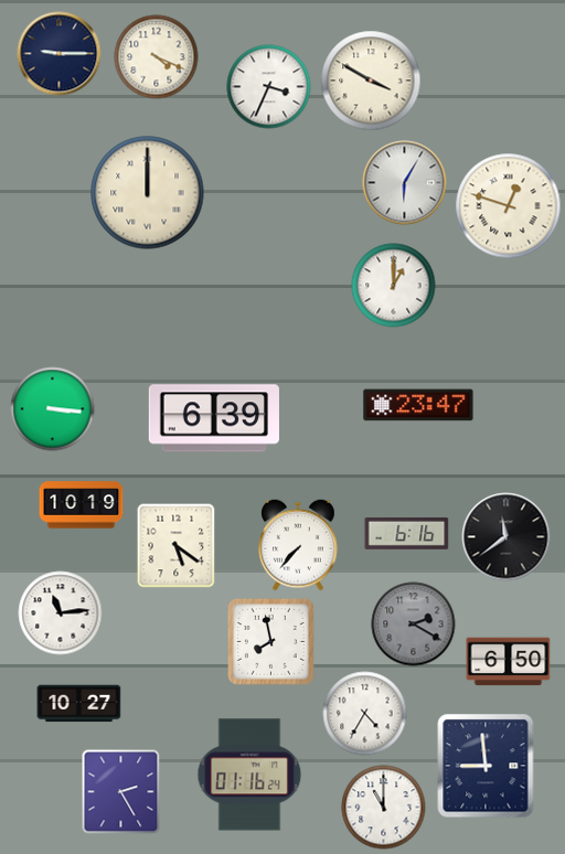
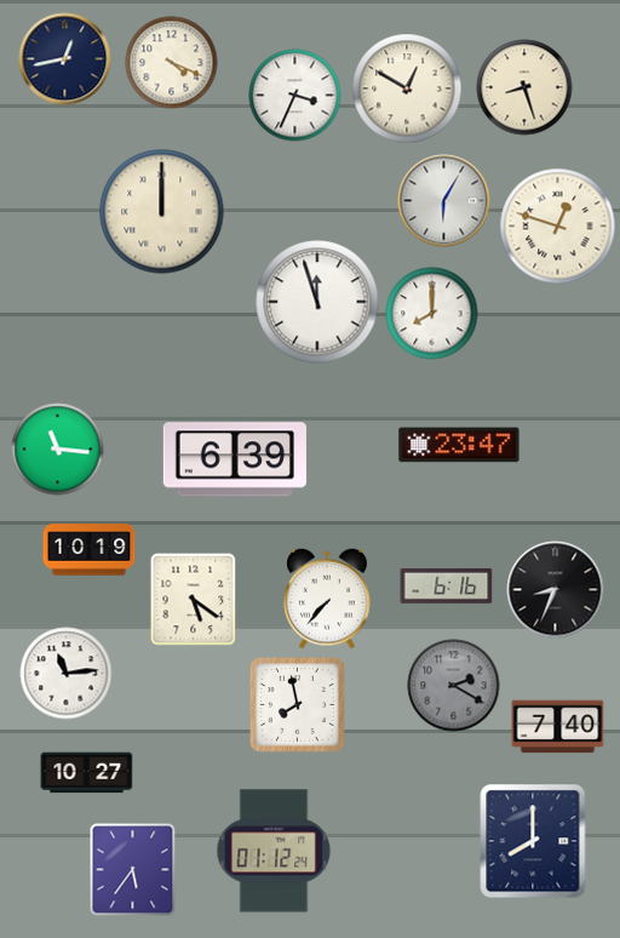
clock at (60, 54): 9:15 -> 12:43
clock at (524, 87): none -> 8:27
clock at (371, 81): 3:50 -> 12:50
clock at (317, 302): none -> 11:57
clock at (394, 286): 1:00 -> 8:00
clock at (53, 409): 3:16 -> 11:16
clock at (82, 505) position: (82, 505) -> (90, 550)
clock at (507, 537): 11:39 -> 8:34
clock at (509, 662): 6:50 -> 7:40
clock at (365, 714): 4:35 -> none
clock at (486, 766): 8:59 -> 8:00
clock at (249, 775): 01:16 -> 01:12
clock at (121, 792): 2:25 -> 5:36
clock at (384, 808): 11:00 -> none
